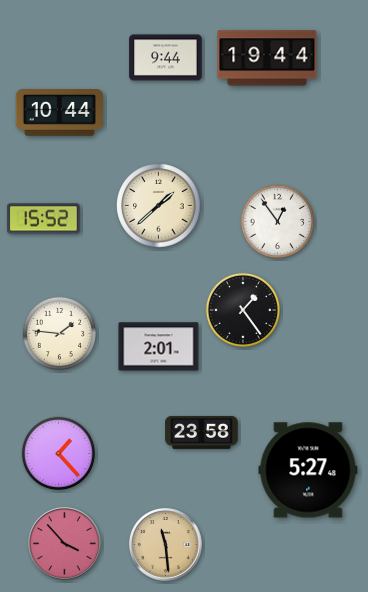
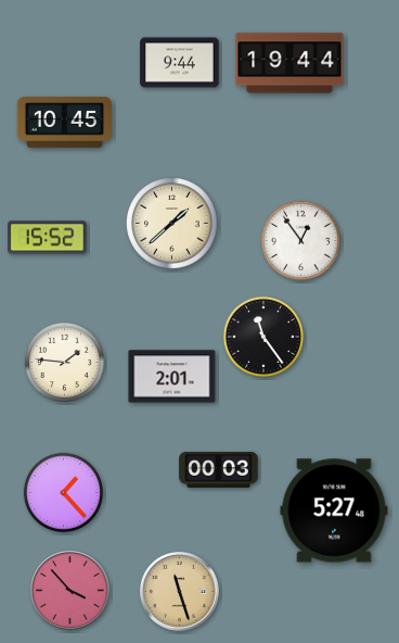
clock at (59, 113): 10:44 -> 10:45
clock at (242, 309): 1:24 -> 11:24
clock at (202, 432): 23:58 -> 00:03
clock at (166, 545): 11:29 -> 11:27
